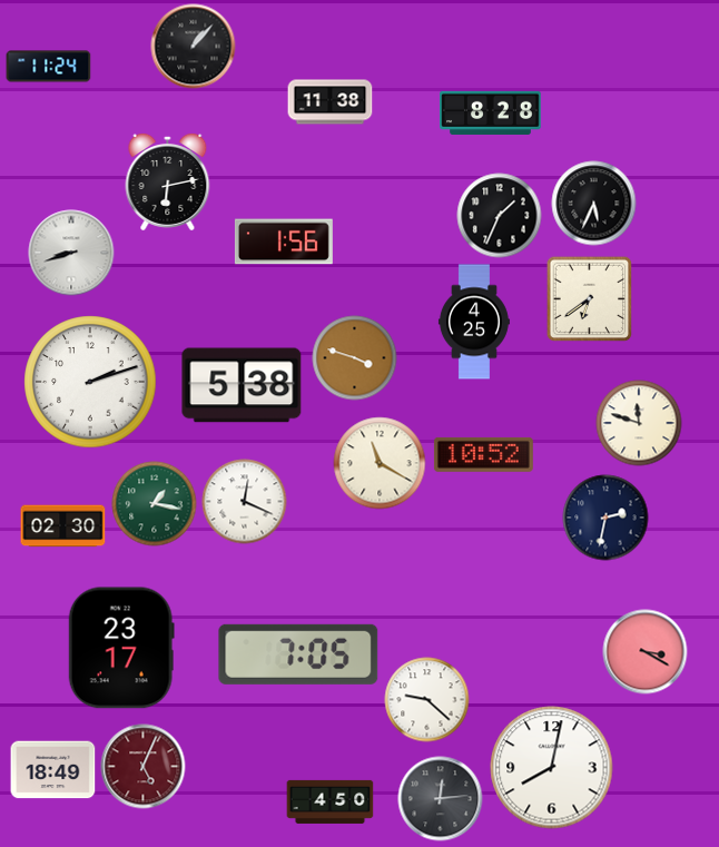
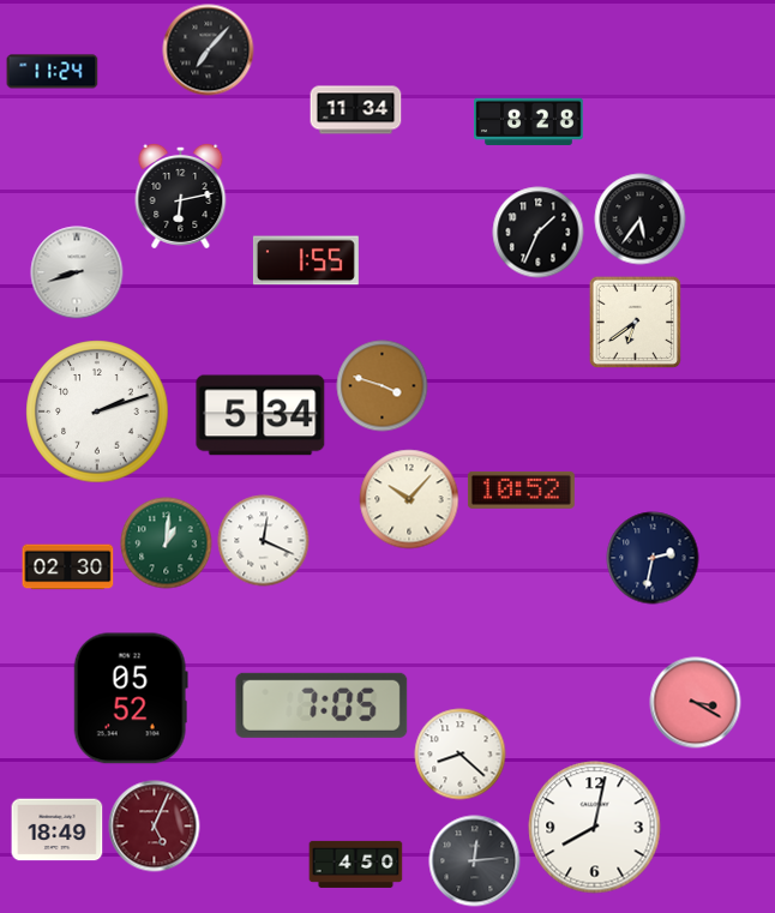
clock at (194, 47): 1:07 -> 7:07
clock at (331, 102): 11:38 -> 11:34
clock at (594, 204): 5:34 -> 5:36
clock at (284, 242): 1:56 -> 1:55
clock at (474, 322): 4:25 -> none
clock at (242, 385): 5:38 -> 5:34
clock at (639, 423): 11:48 -> none
clock at (380, 463): 11:20 -> 10:07
clock at (155, 504): 1:17 -> 1:01
clock at (121, 648): 23:17 -> 05:52
clock at (427, 700): 9:22 -> 8:22
